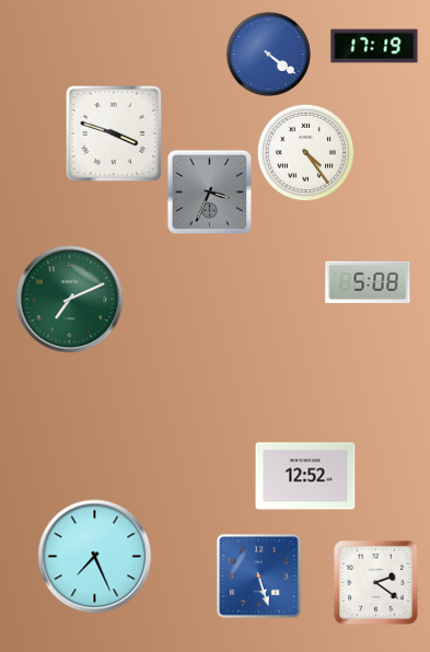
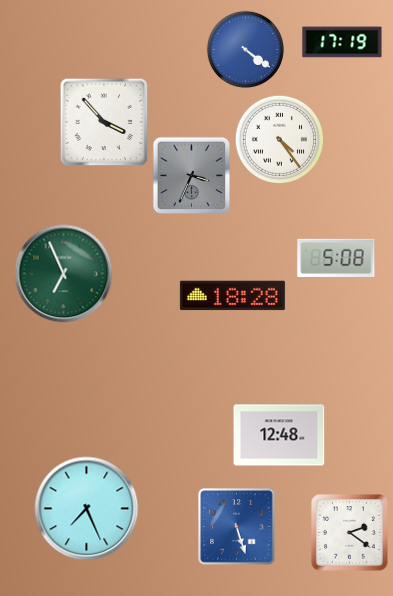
clock at (114, 133): 3:48 -> 3:53
clock at (70, 300): 7:11 -> 6:56
clock at (232, 296): none -> 18:28
clock at (305, 476): 12:52 -> 12:48
clock at (376, 583) position: (376, 583) -> (350, 533)
